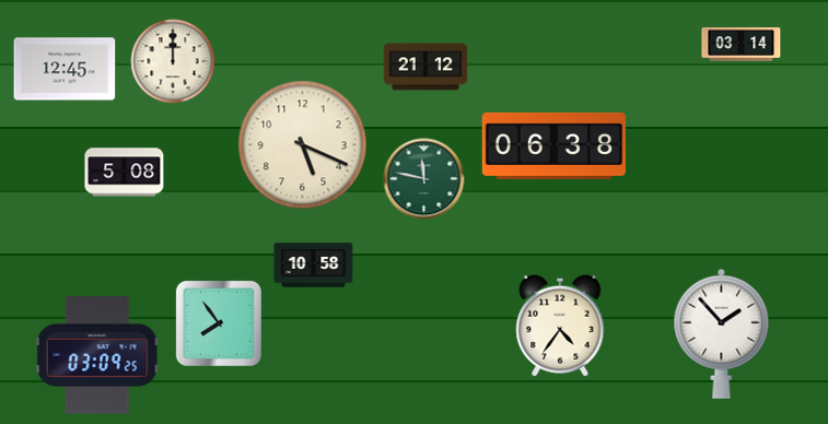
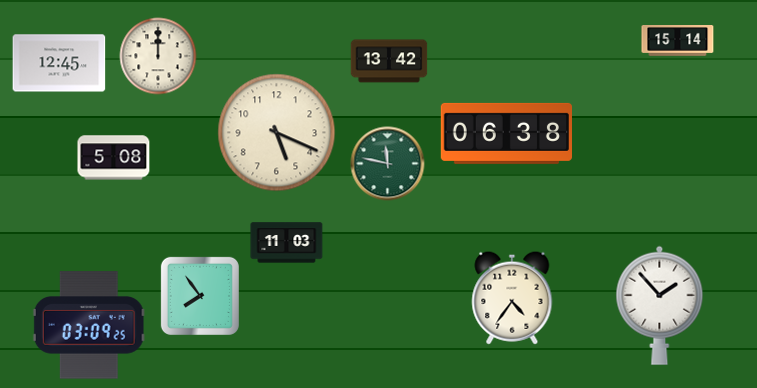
clock at (742, 45): 03:14 -> 15:14
clock at (425, 67): 21:12 -> 13:42
clock at (314, 266): 10:58 -> 11:03
